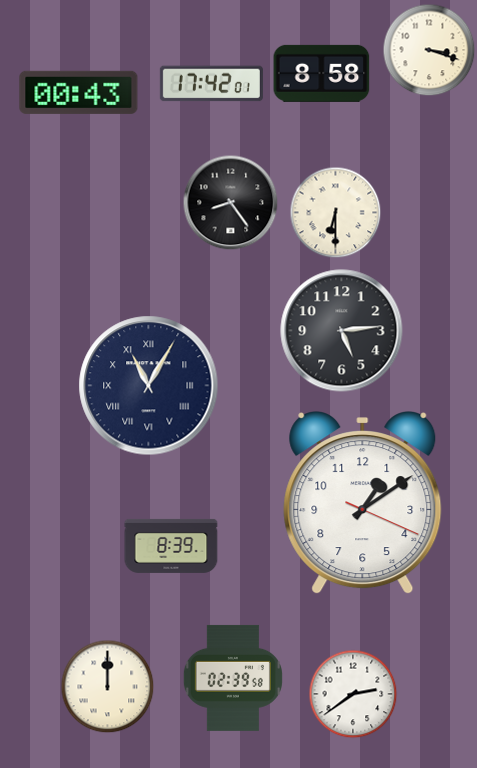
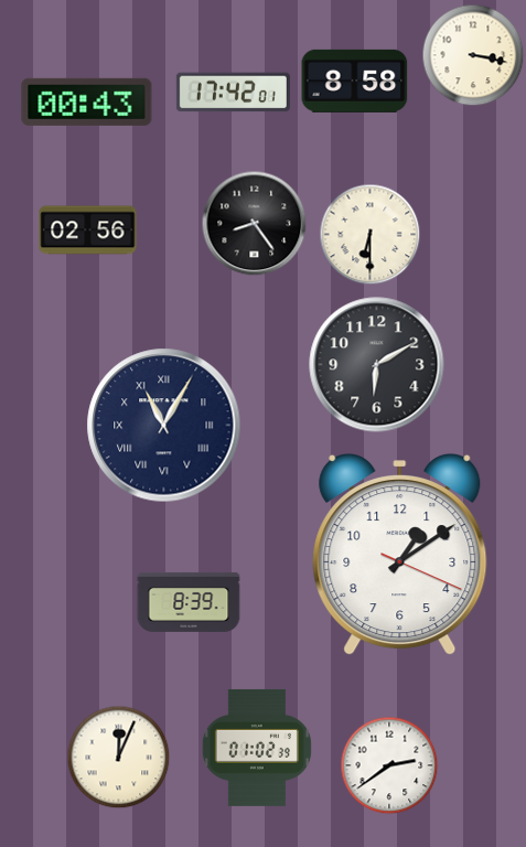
clock at (429, 50): 3:18 -> 3:17
clock at (88, 230): none -> 02:56
clock at (342, 331): 5:14 -> 6:10
clock at (233, 678): 02:39 -> 01:02
clock at (108, 687): 12:00 -> 12:04
